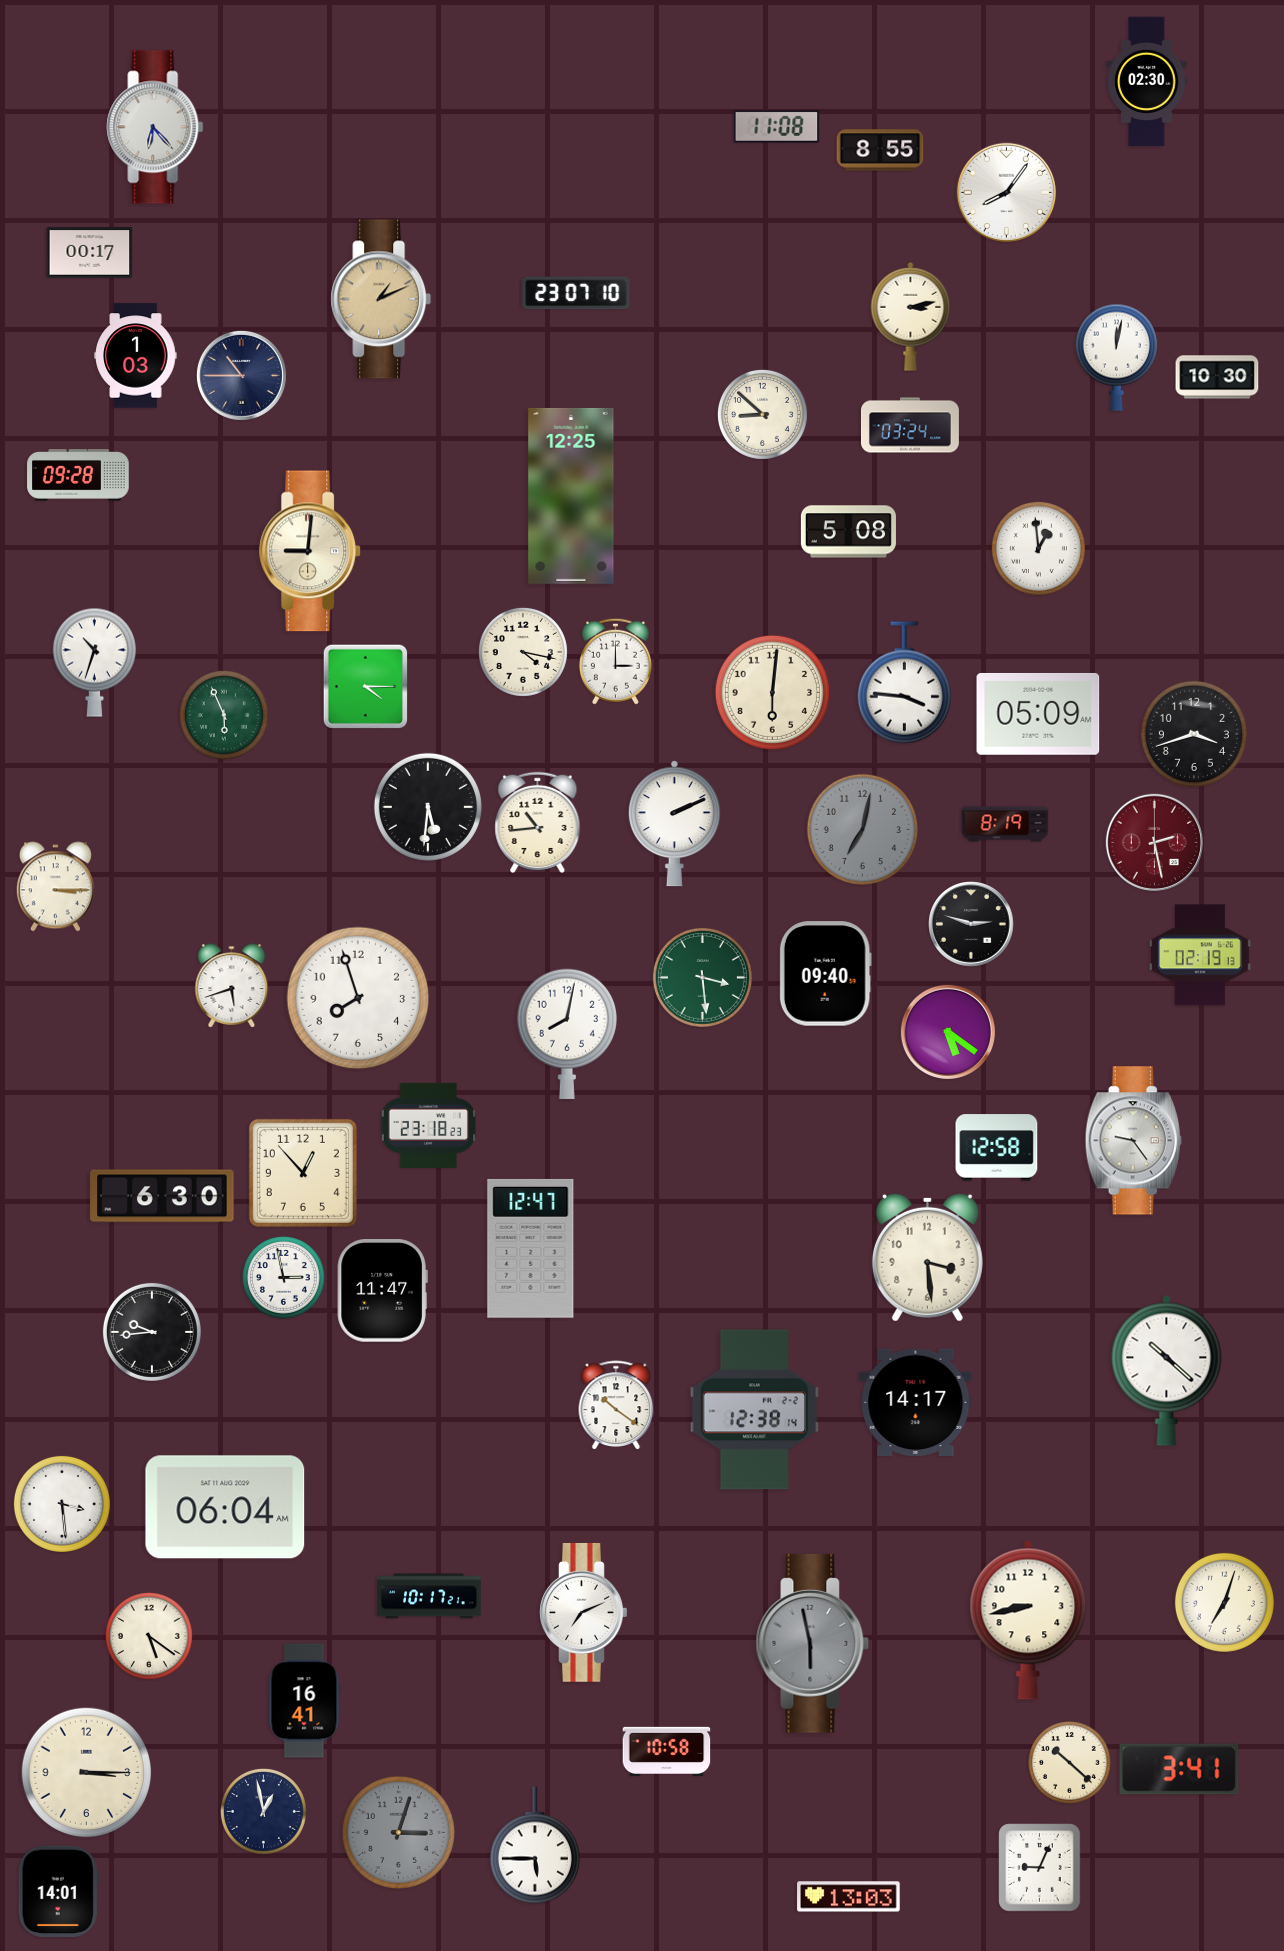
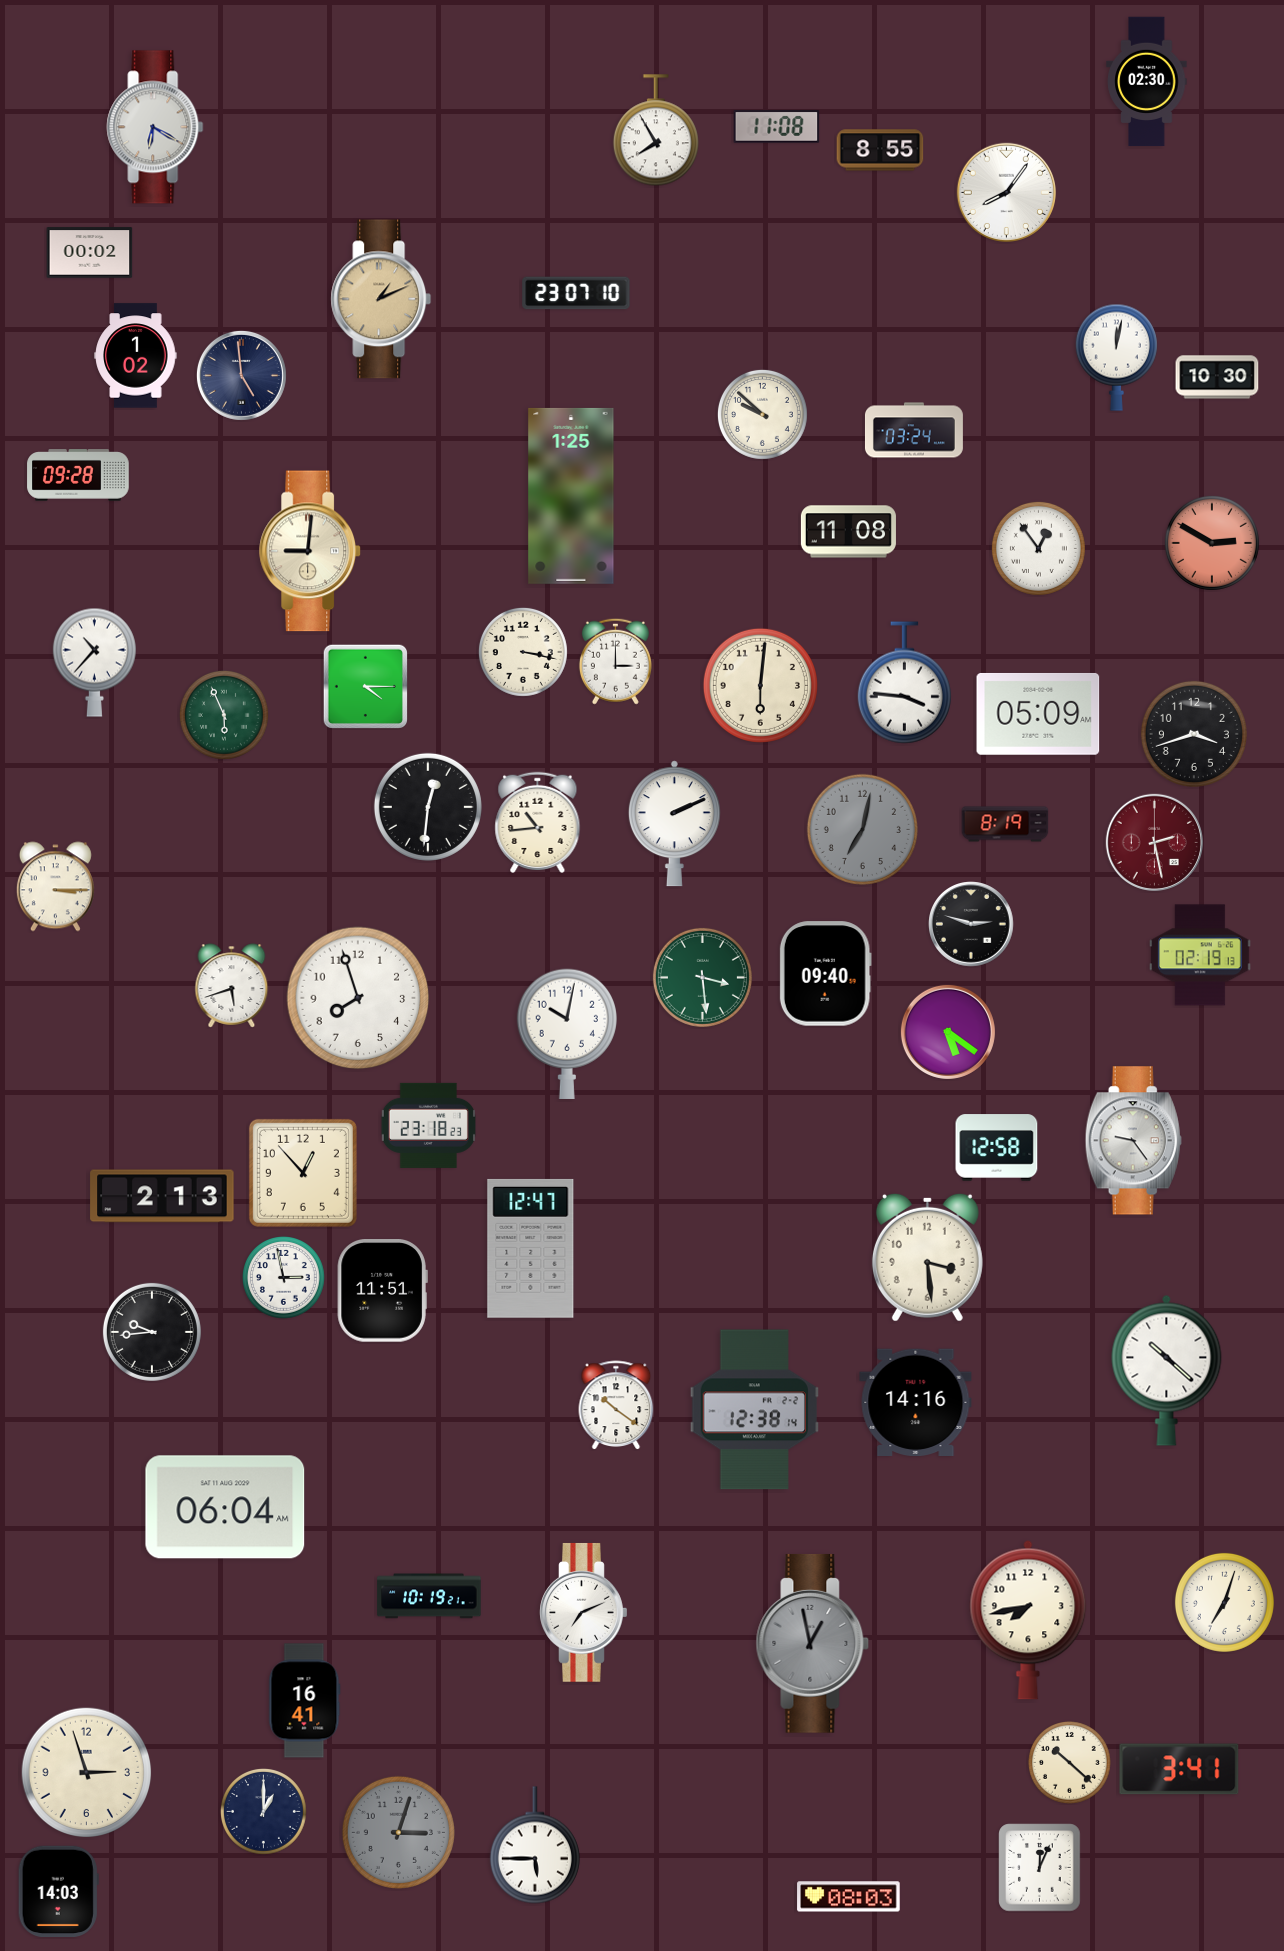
clock at (155, 127): 6:23 -> 6:20
clock at (656, 131): none -> 7:55
clock at (90, 253): 00:17 -> 00:02
clock at (911, 316): 3:13 -> none
clock at (136, 356): 1:03 -> 1:02
clock at (241, 375): 10:45 -> 4:59
clock at (762, 414): 8:52 -> 9:52
clock at (910, 425) position: (910, 425) -> (914, 430)
clock at (571, 496): 12:25 -> 1:25
clock at (848, 532): 5:08 -> 11:08
clock at (1212, 543): none -> 2:50
clock at (1038, 548): 12:59 -> 12:54
clock at (523, 652): 4:17 -> 3:17
clock at (94, 662): 10:33 -> 10:37
clock at (772, 692) position: (772, 692) -> (760, 685)
clock at (428, 807): 5:31 -> 12:31
clock at (566, 1034): 8:02 -> 10:02
clock at (162, 1196): 6:30 -> 2:13
clock at (382, 1291): 11:47 -> 11:51
clock at (916, 1402): 14:17 -> 14:16
clock at (62, 1504): 3:29 -> none
clock at (429, 1596): 10:17 -> 10:19
clock at (1028, 1620): 8:43 -> 7:43
clock at (149, 1636): 5:21 -> none
clock at (813, 1643): 5:58 -> 12:58
clock at (667, 1751): 10:58 -> none
clock at (87, 1773): 3:15 -> 2:57
clock at (263, 1811): 12:58 -> 1:00
clock at (1040, 1868): 9:04 -> 12:04
clock at (58, 1891): 14:01 -> 14:03
clock at (849, 1897): 13:03 -> 08:03
